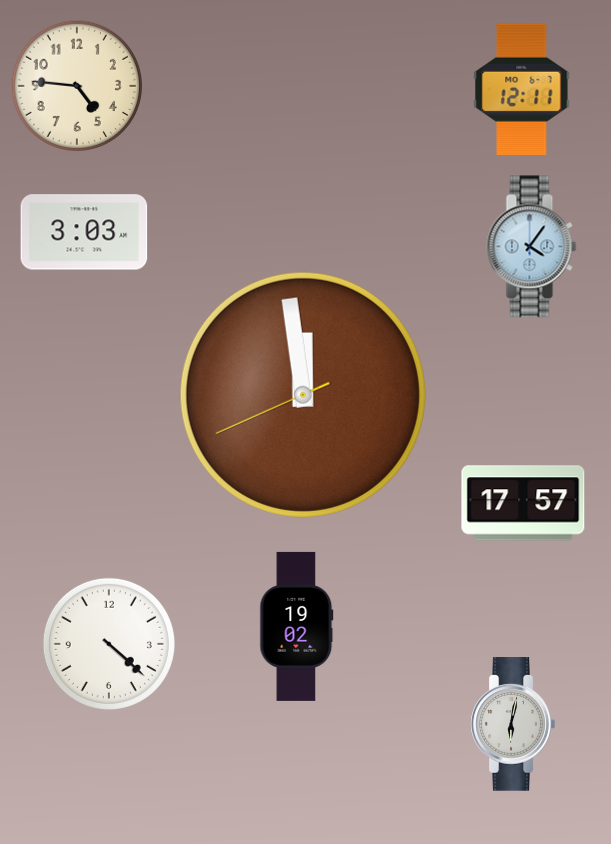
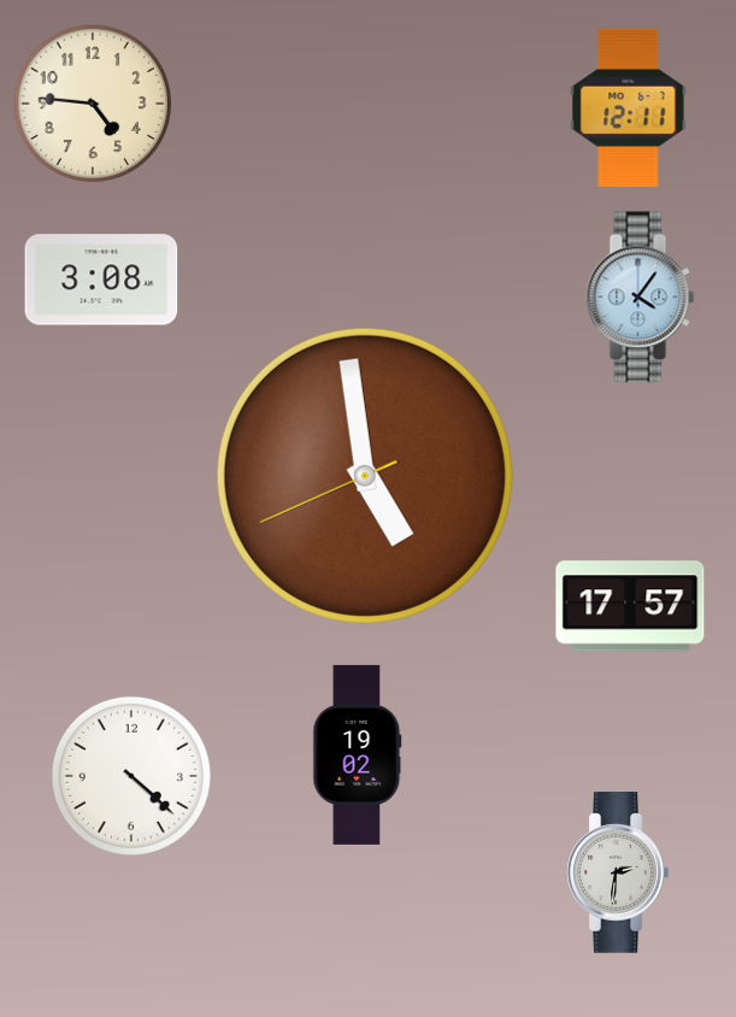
clock at (84, 232): 3:03 -> 3:08
clock at (303, 395): 11:58 -> 4:58
clock at (513, 725): 6:02 -> 2:31
